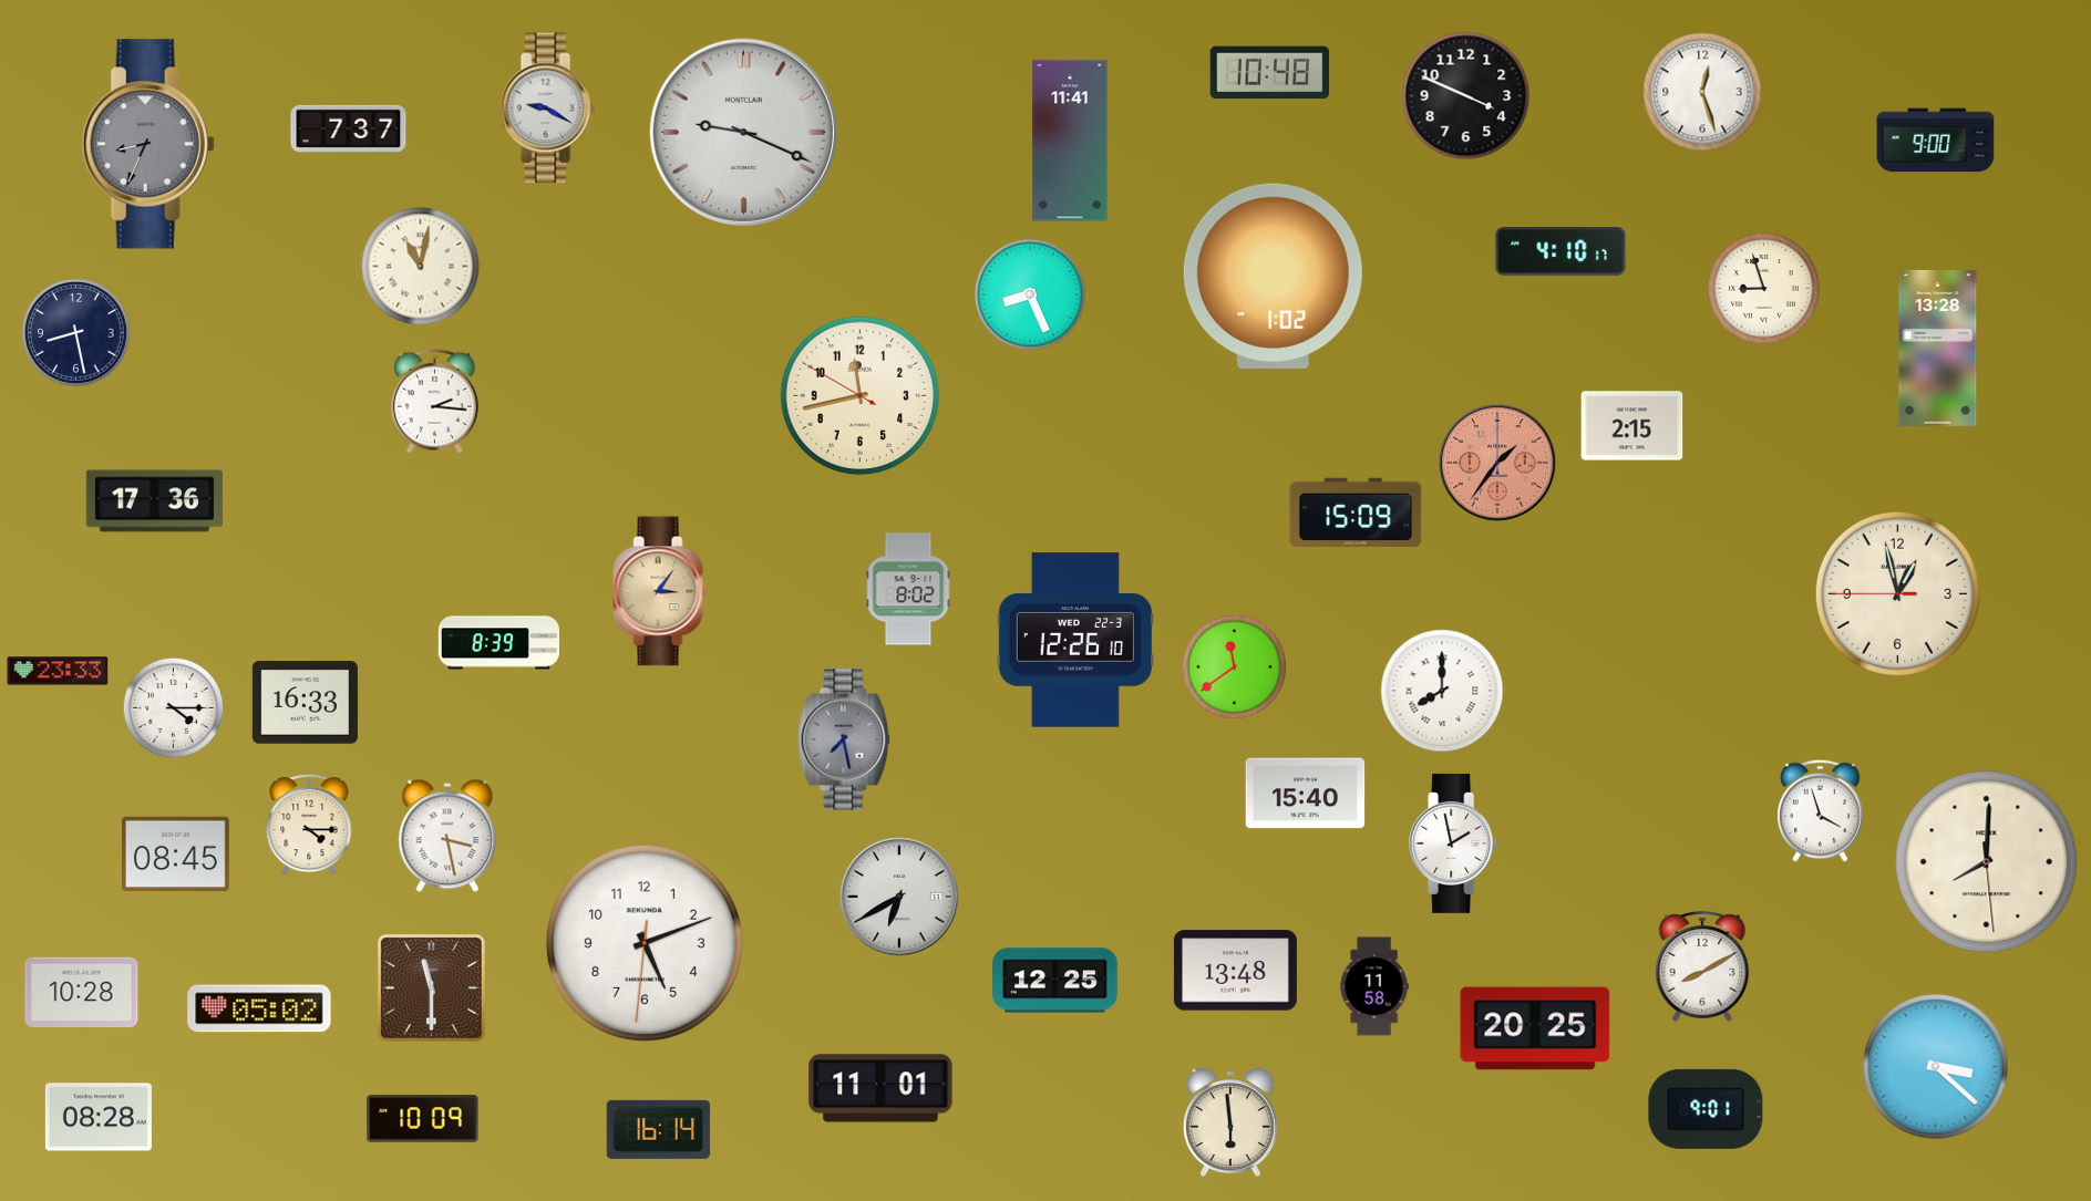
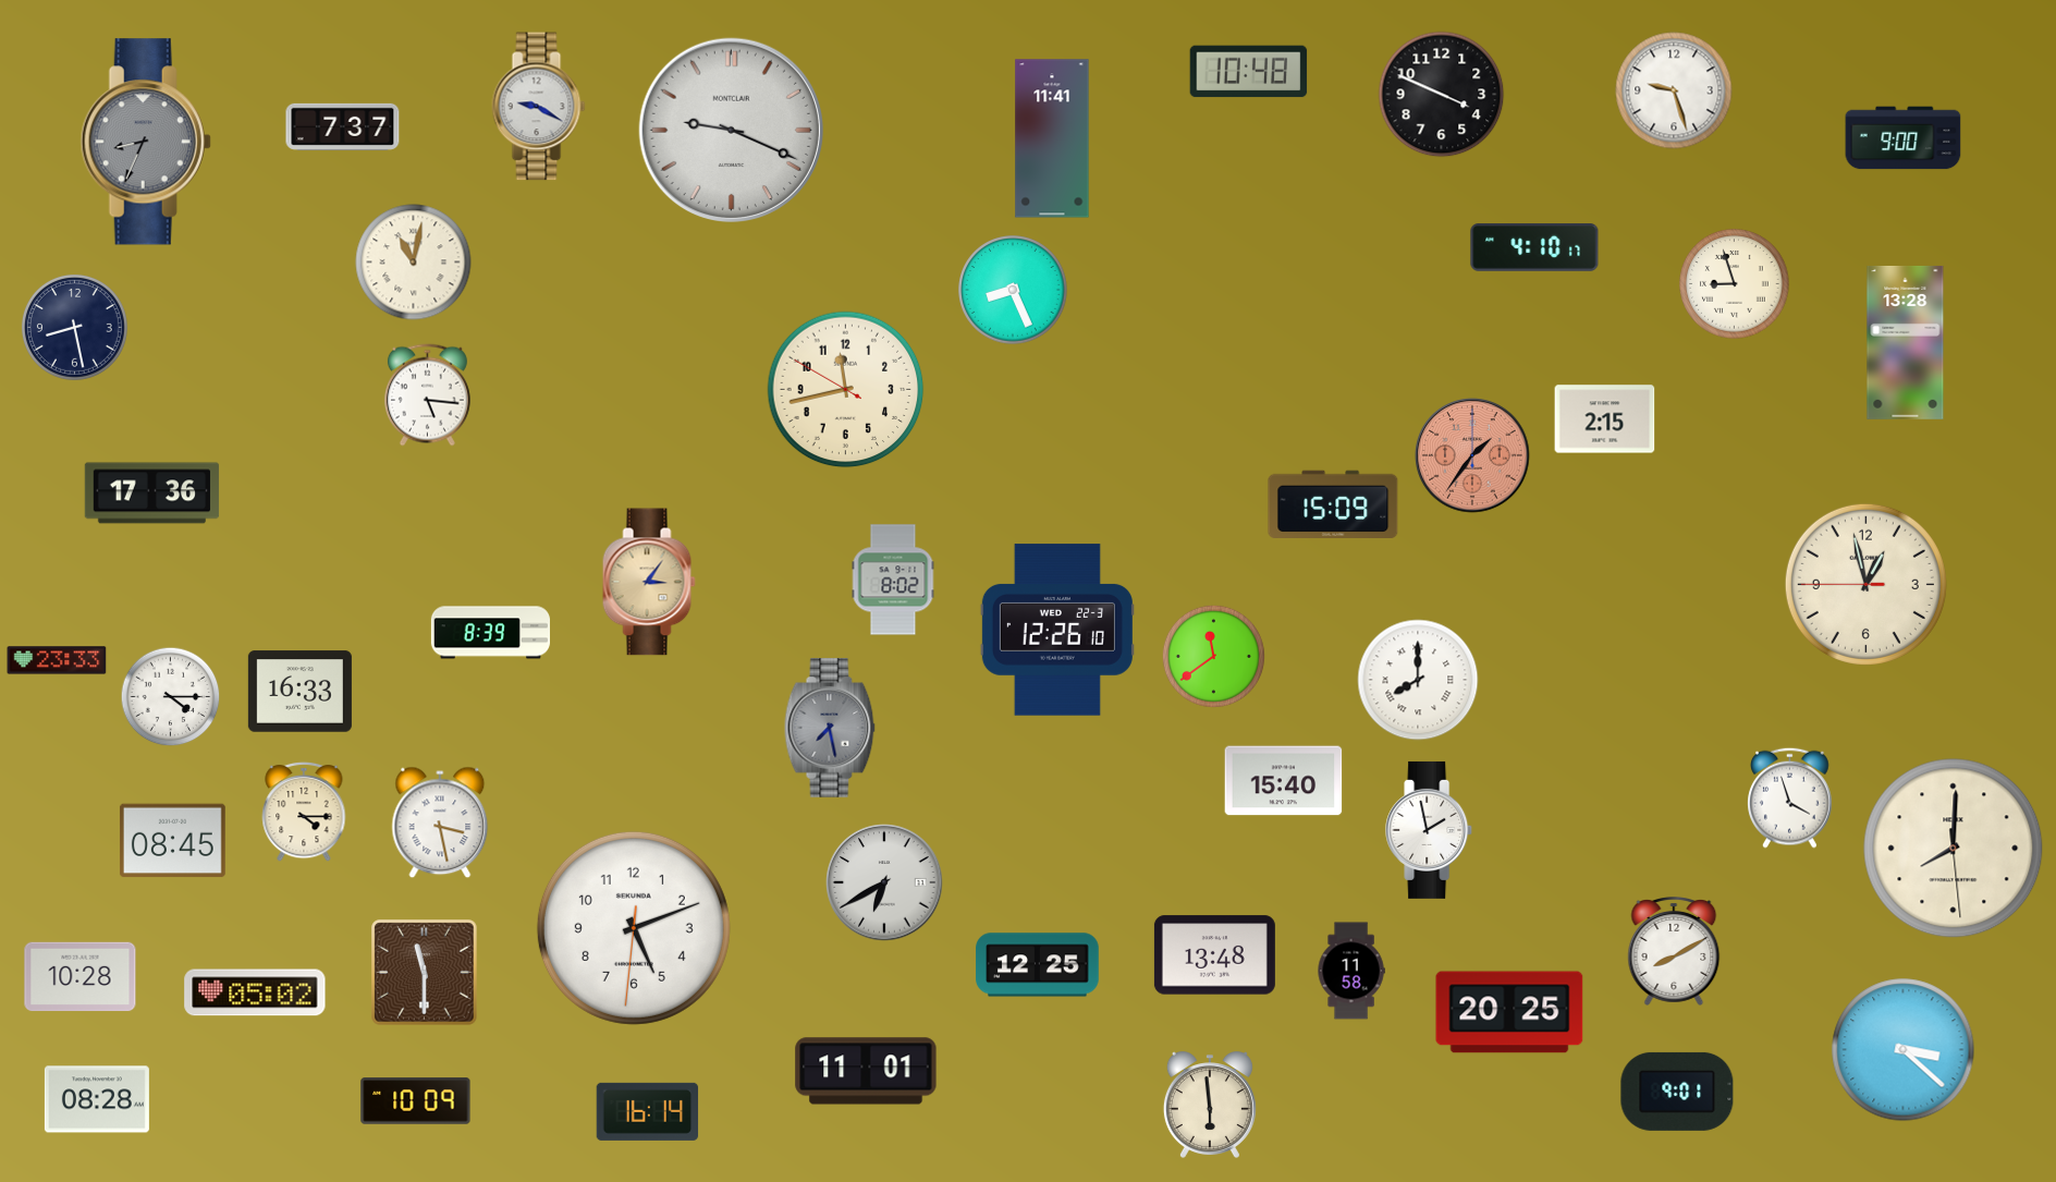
clock at (1702, 92): 12:27 -> 9:27
clock at (1273, 276): 1:02 -> none
clock at (434, 402): 2:16 -> 5:16
